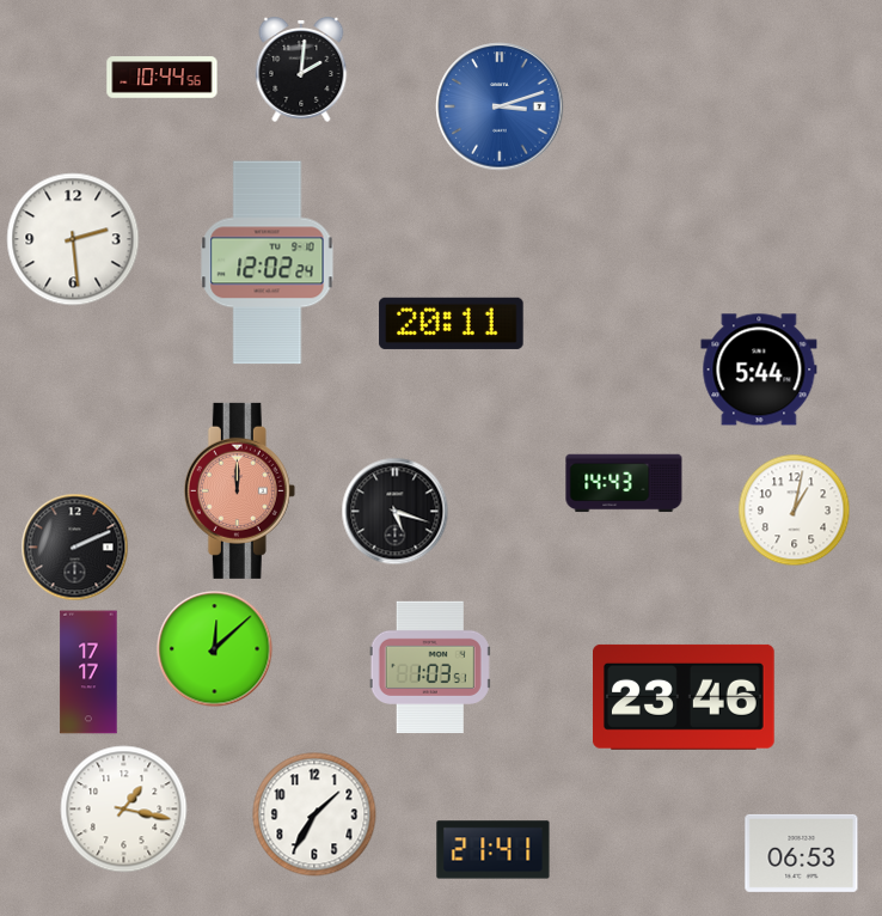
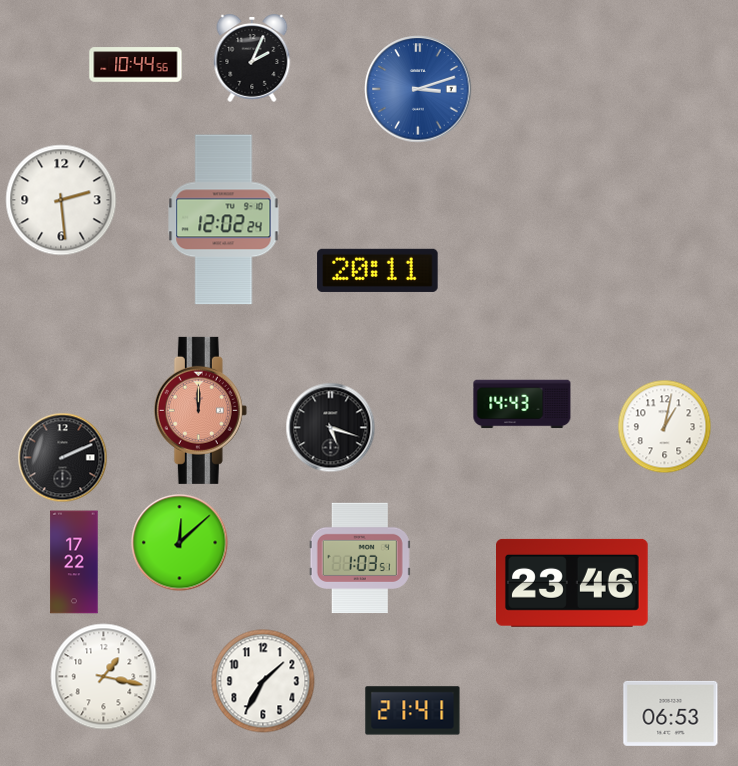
clock at (301, 71): 2:01 -> 2:04
clock at (759, 370): 5:44 -> none
clock at (88, 672): 17:17 -> 17:22
